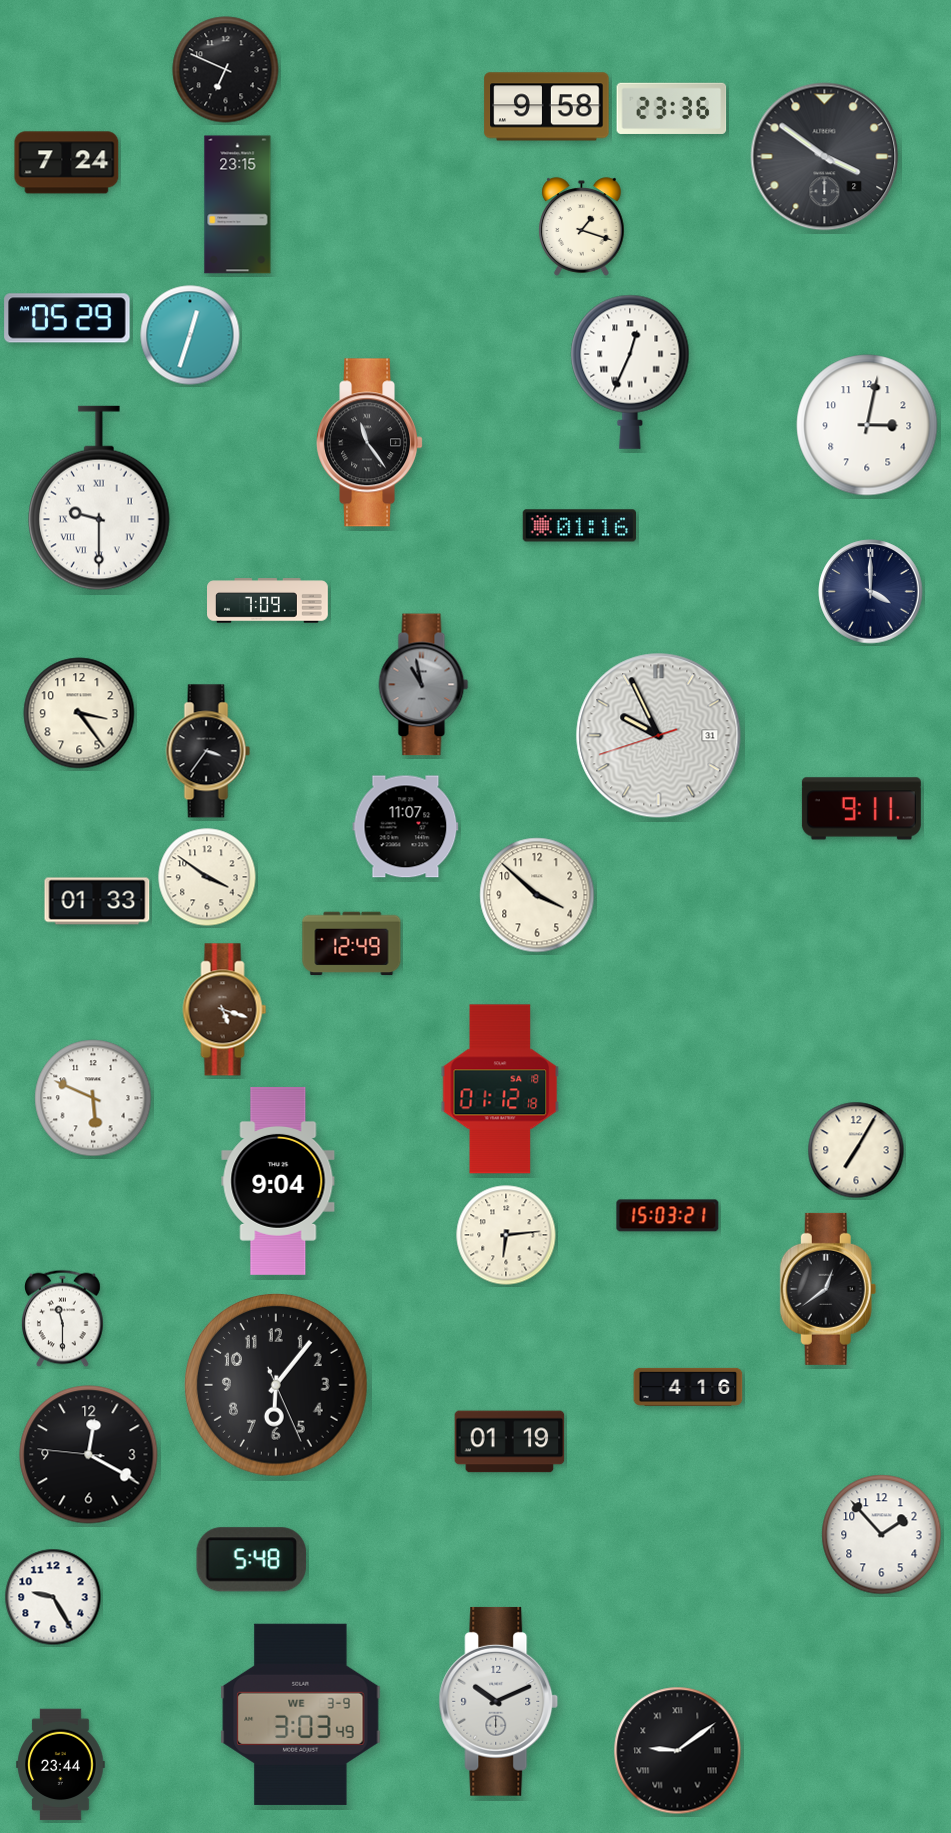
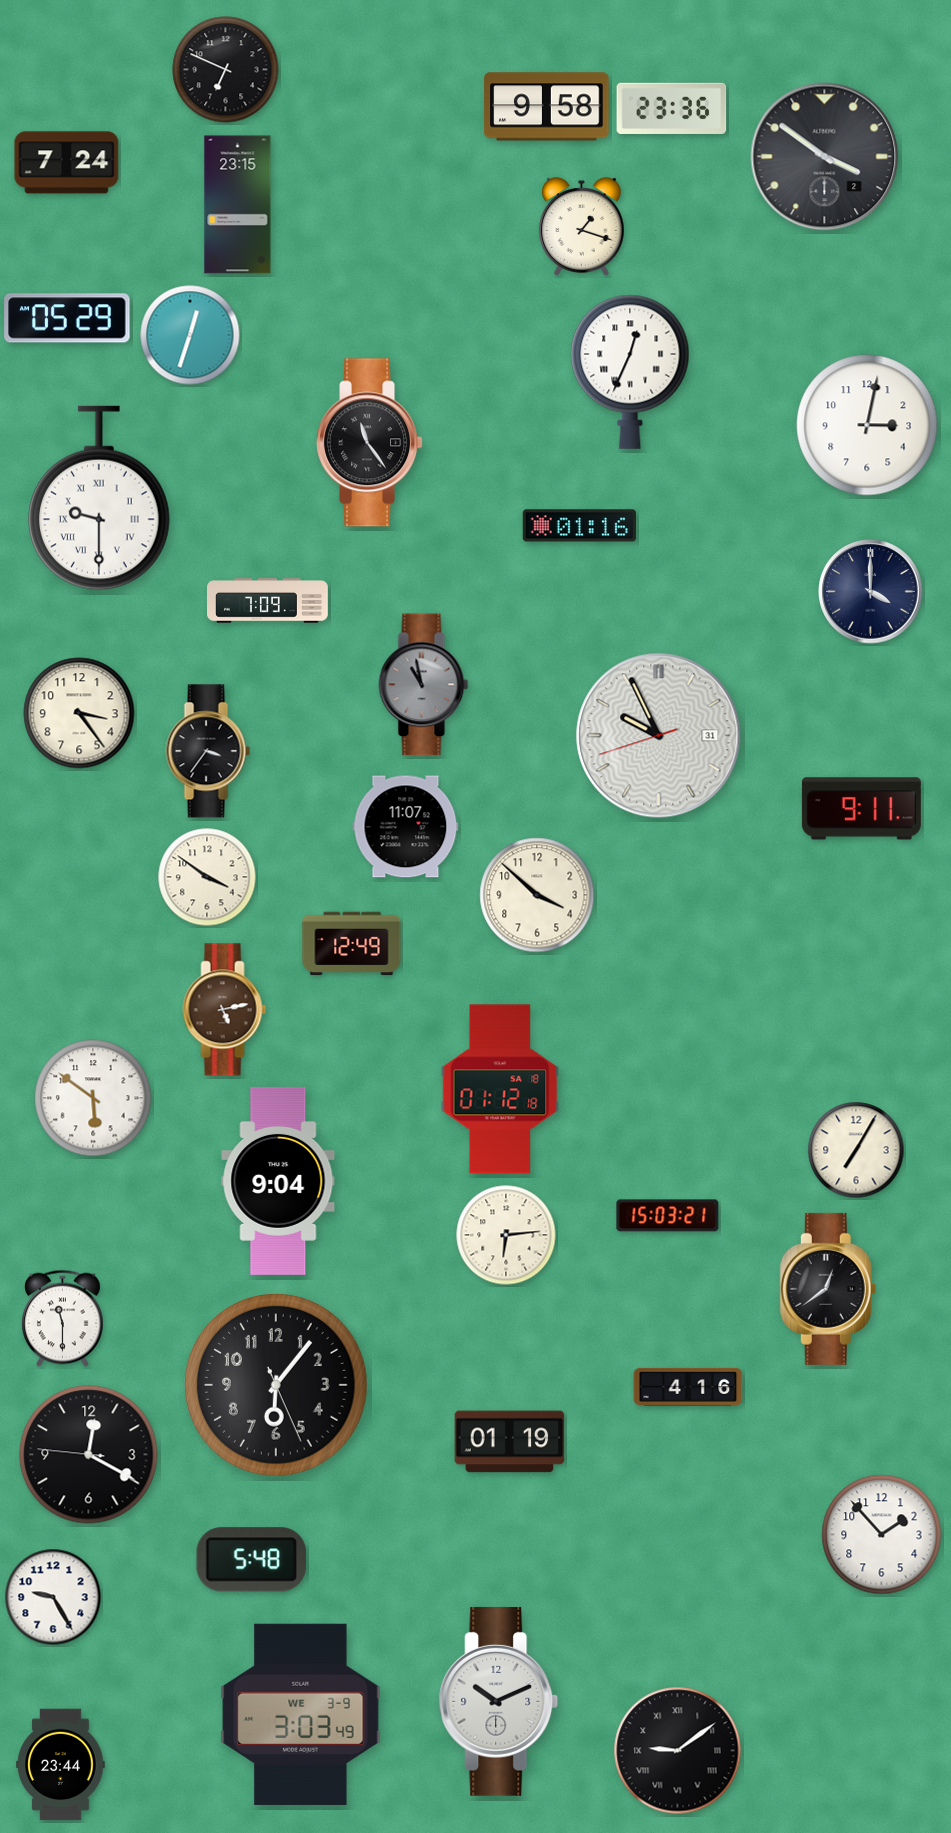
clock at (97, 901): 01:33 -> none
clock at (225, 1010): 5:18 -> 5:13
clock at (93, 1098): 5:49 -> 5:51
